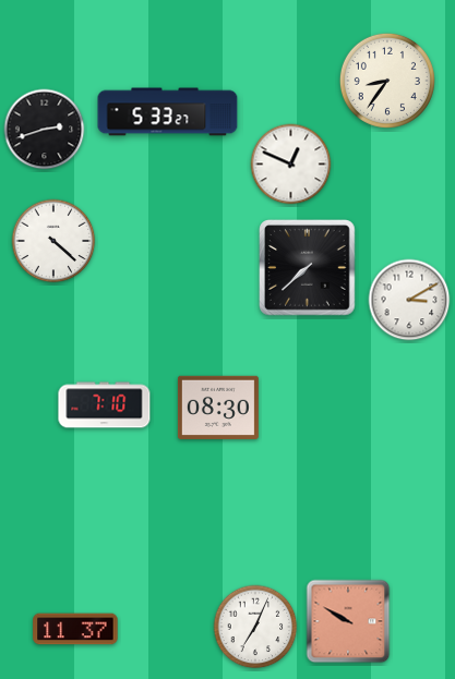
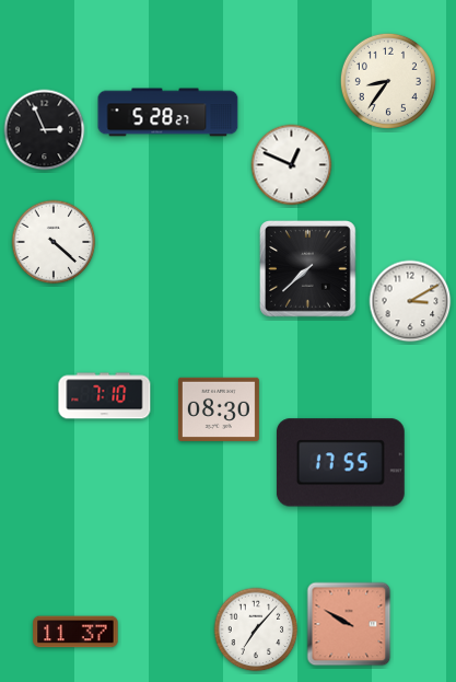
clock at (168, 112): 5:33 -> 5:28
clock at (45, 130): 2:42 -> 2:56
clock at (105, 405) position: (105, 405) -> (105, 396)
clock at (340, 463): none -> 17:55
clock at (255, 627): 7:04 -> 7:07
